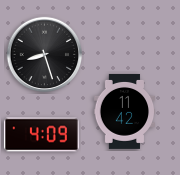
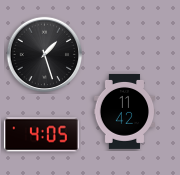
clock at (45, 55): 8:27 -> 1:27
clock at (41, 135): 4:09 -> 4:05
